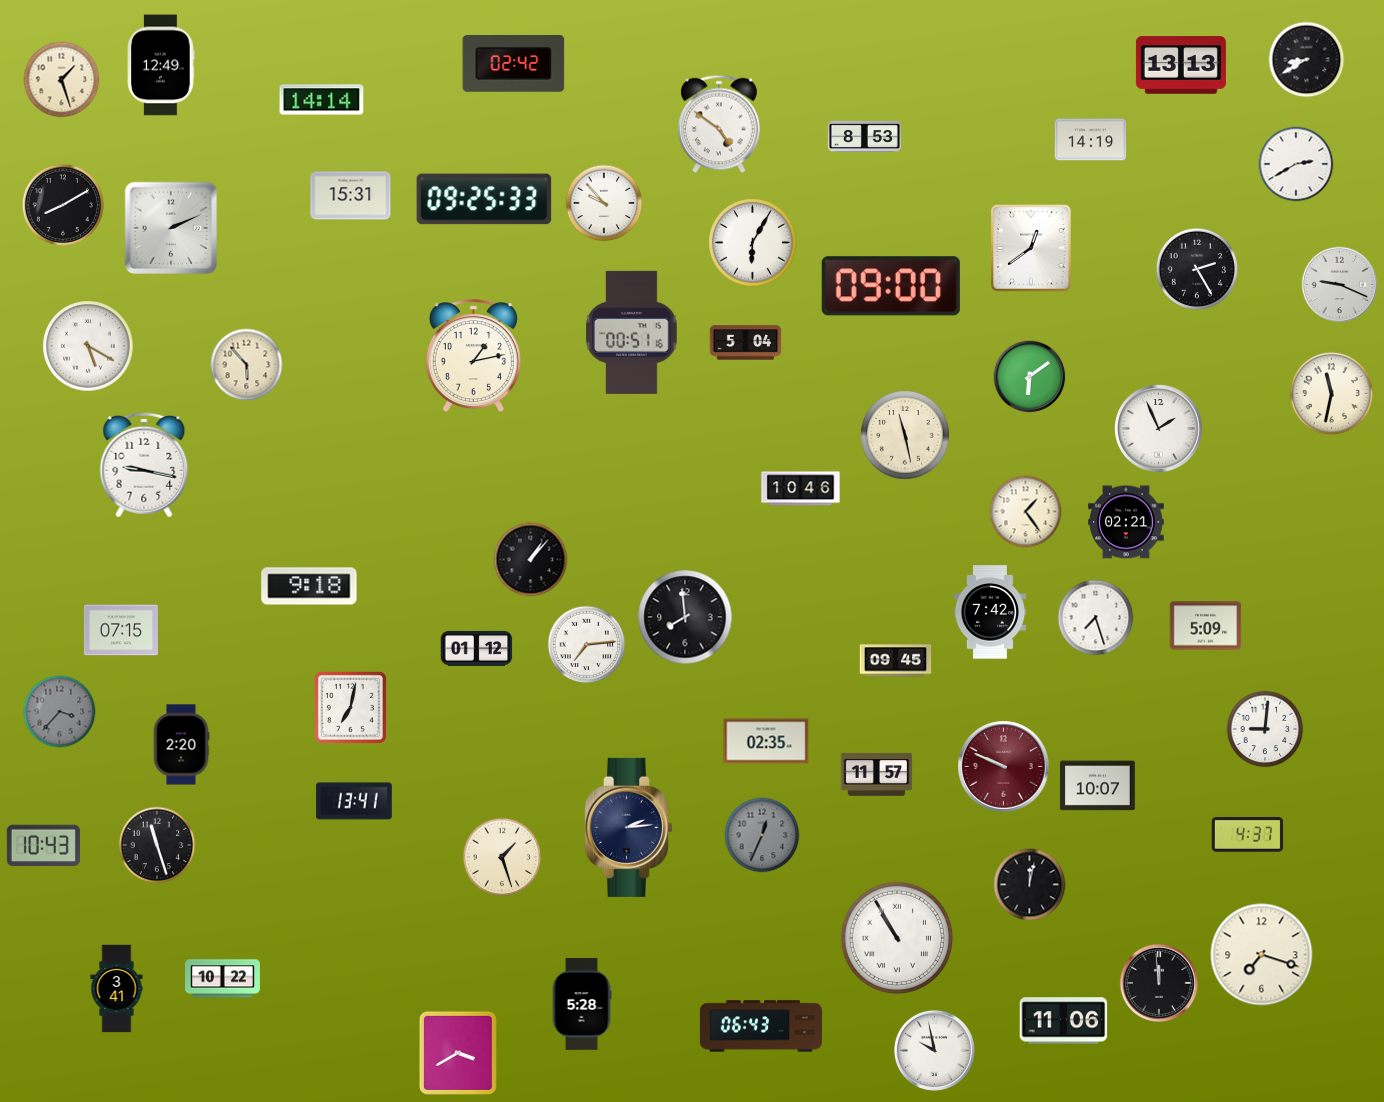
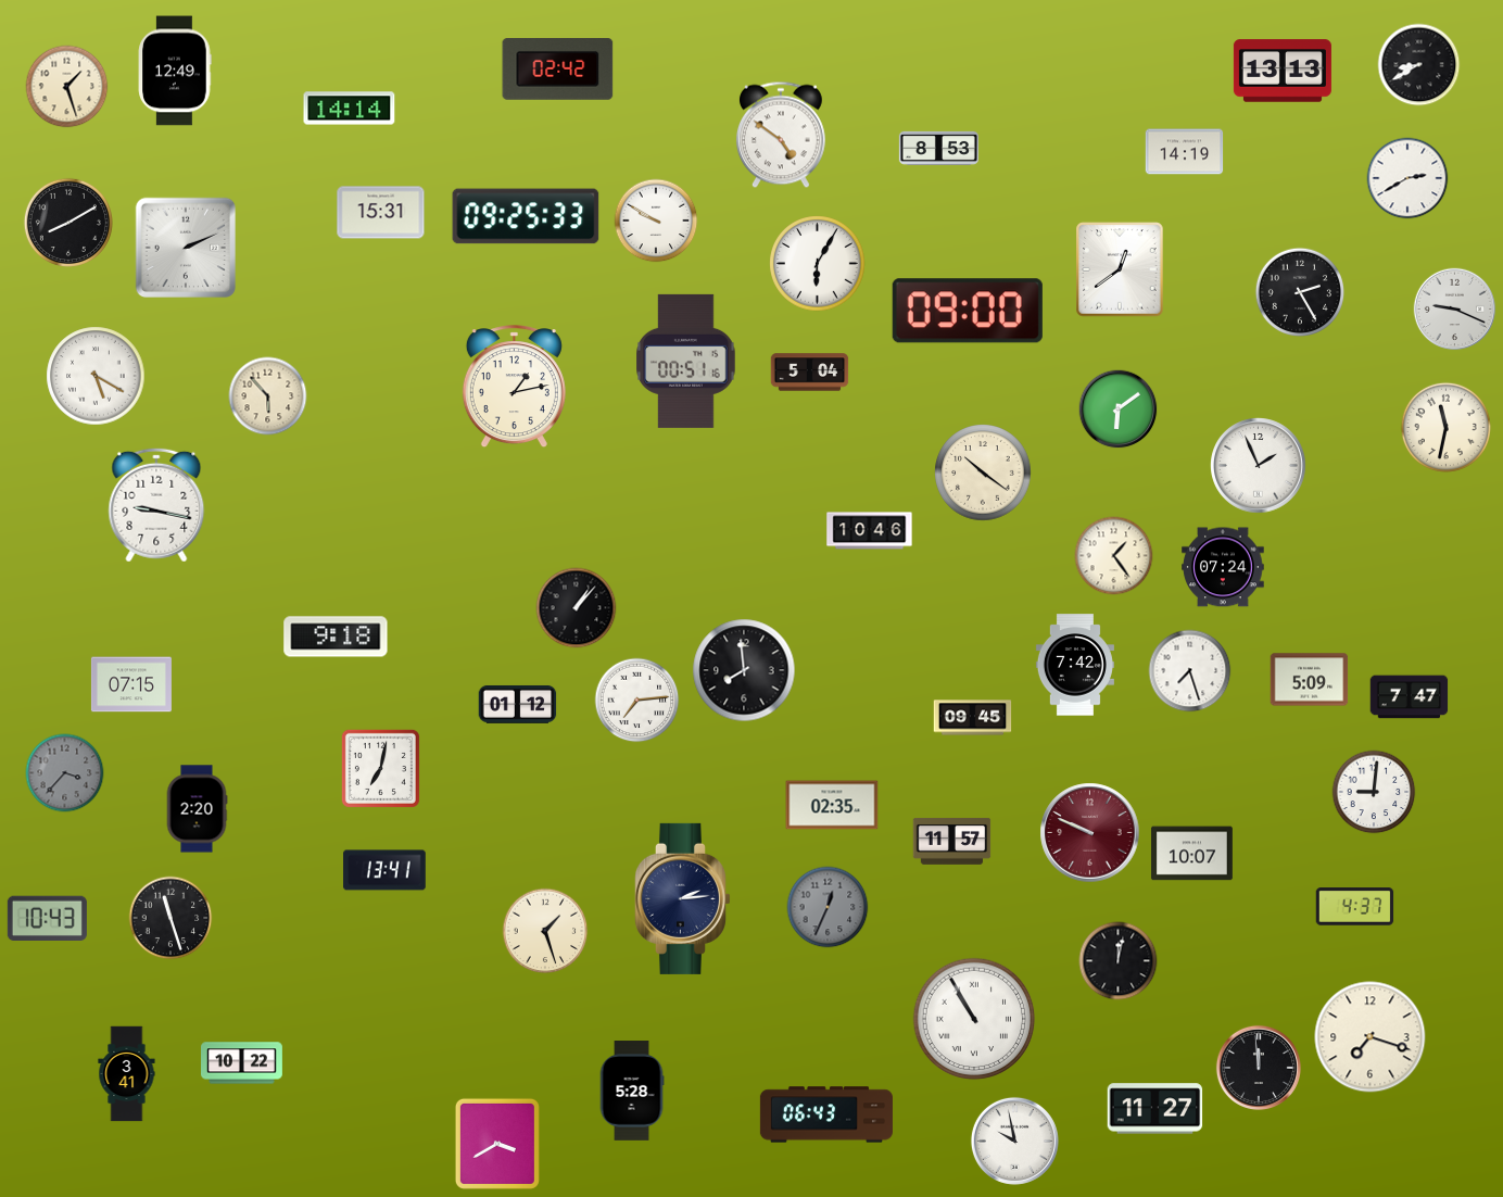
clock at (604, 203): 9:53 -> 9:50
clock at (905, 435): 11:28 -> 10:21
clock at (1126, 522): 02:21 -> 07:24
clock at (1410, 697): none -> 7:47
clock at (1064, 1021): 11:06 -> 11:27
